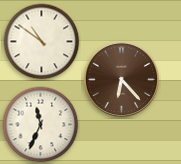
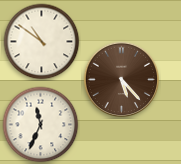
clock at (122, 80): 6:23 -> 5:23
